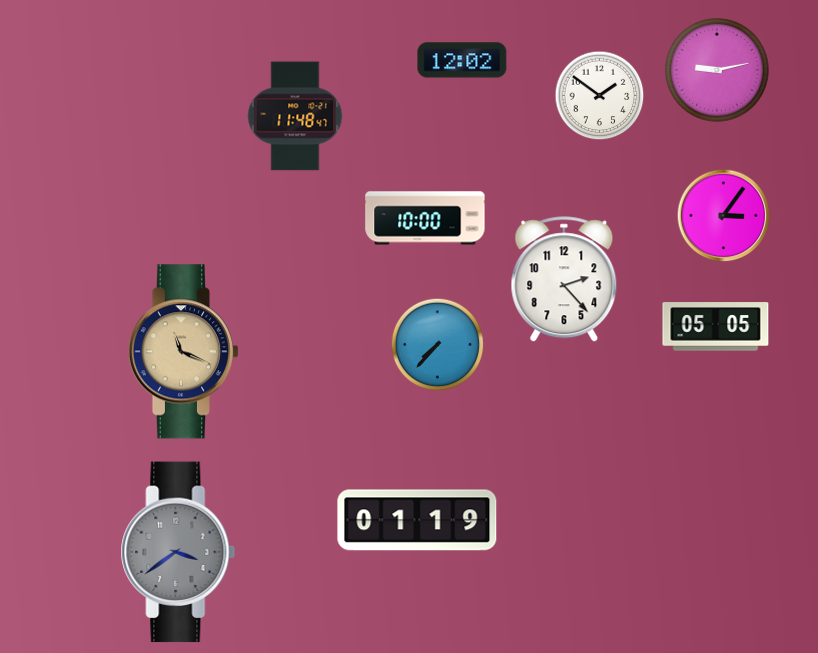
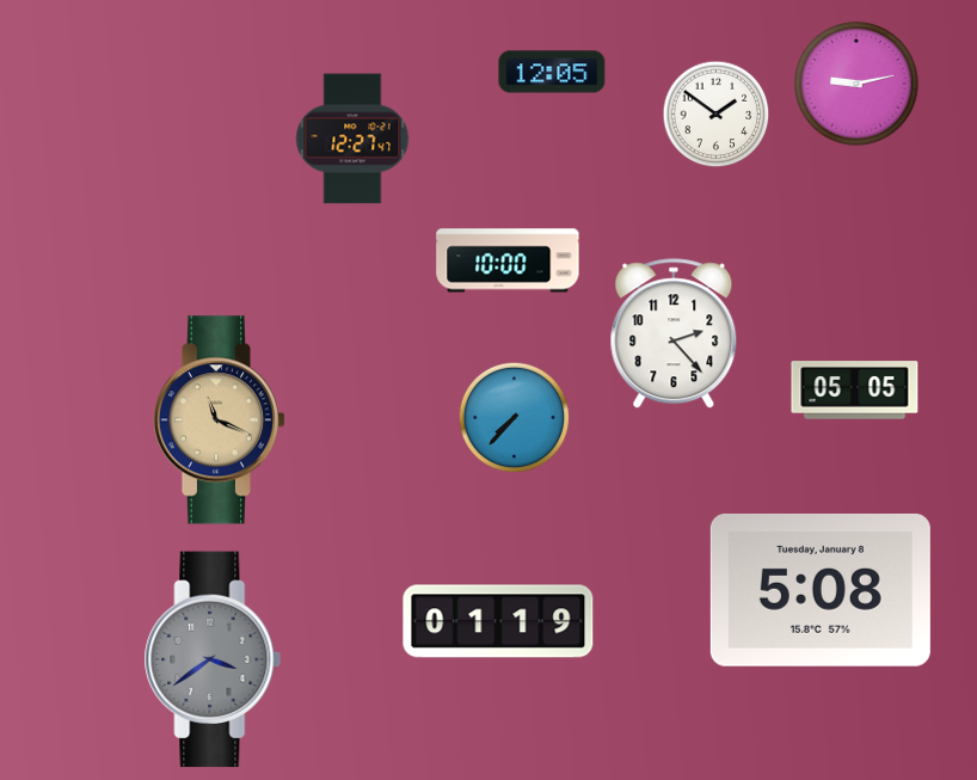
clock at (462, 60): 12:02 -> 12:05
clock at (295, 116): 11:48 -> 12:27
clock at (724, 216): 3:06 -> none
clock at (438, 345) position: (438, 345) -> (515, 418)
clock at (821, 590): none -> 5:08
